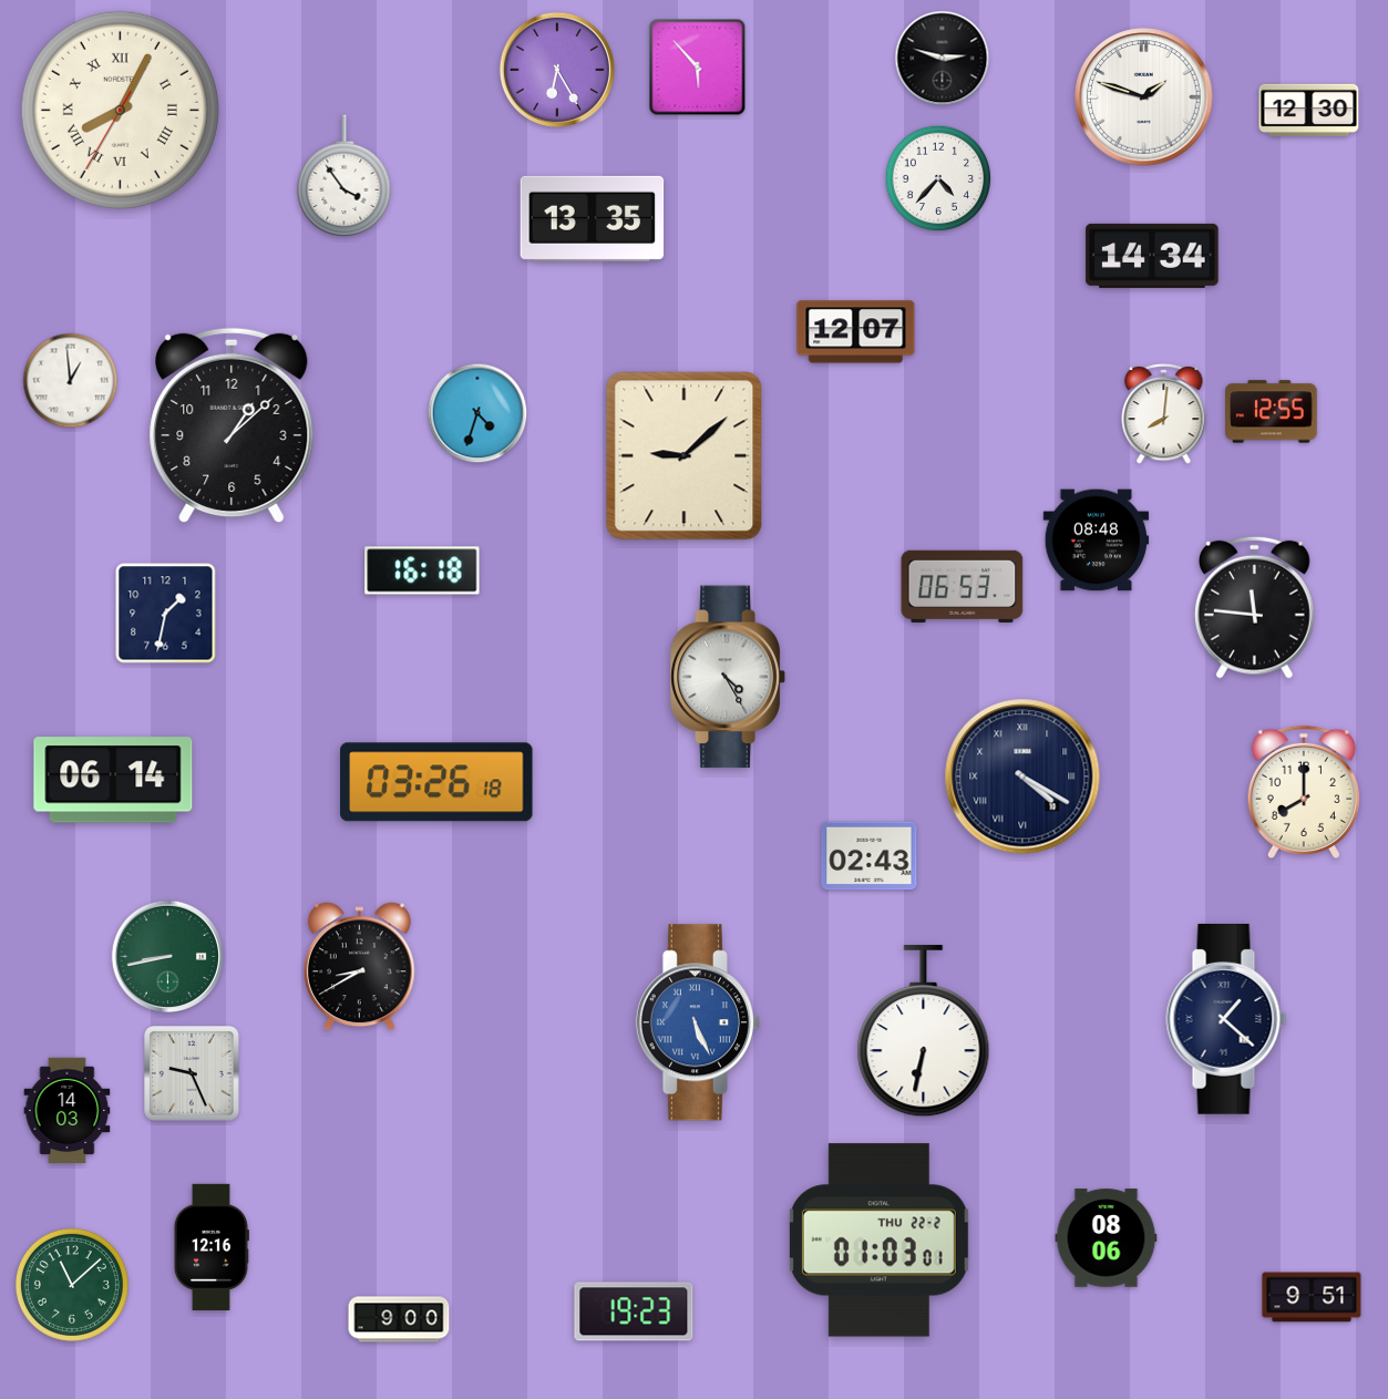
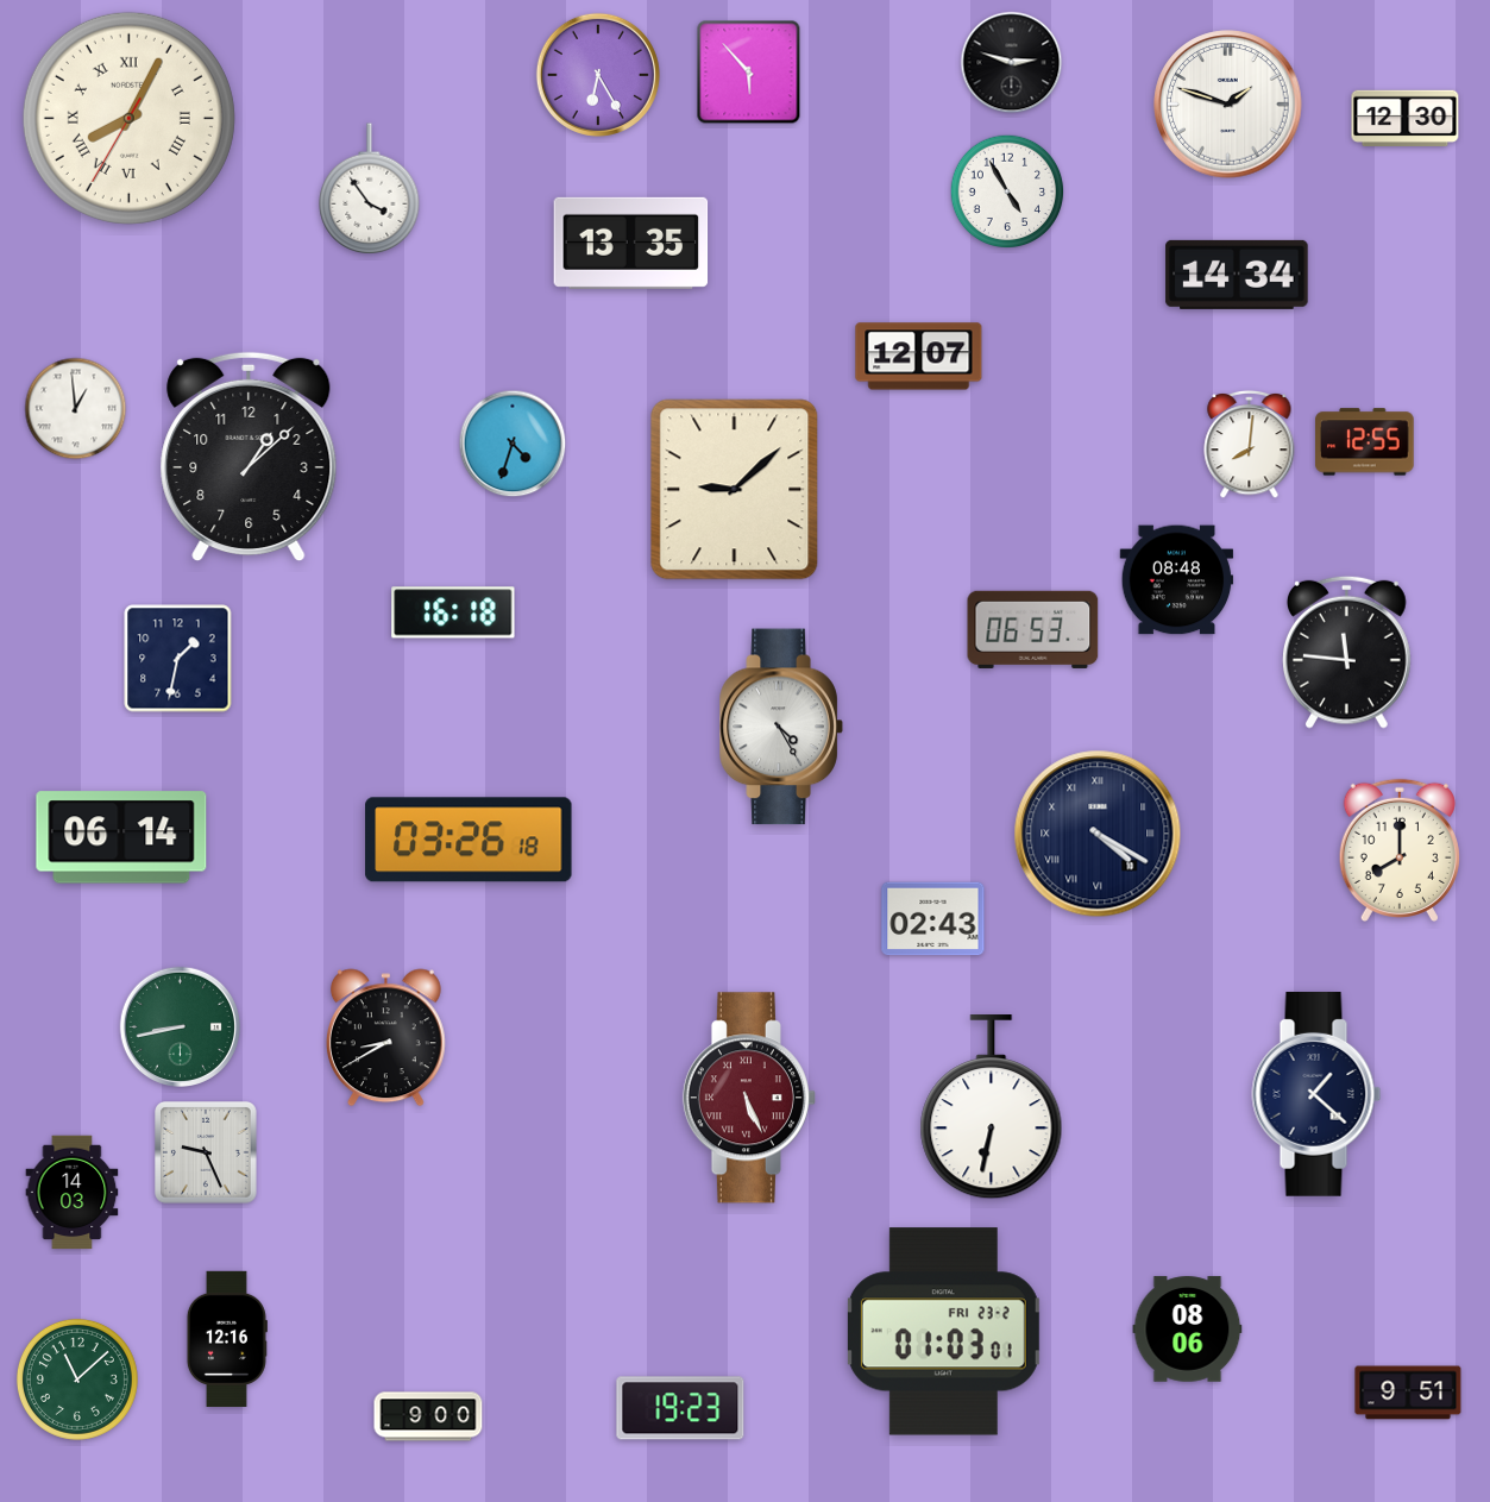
clock at (938, 178): 4:37 -> 4:55
clock at (593, 218) position: (593, 218) -> (631, 243)
clock at (698, 1022) dial: blue -> burgundy
clock at (878, 1241) date: THU 22-2 -> FRI 23-2
